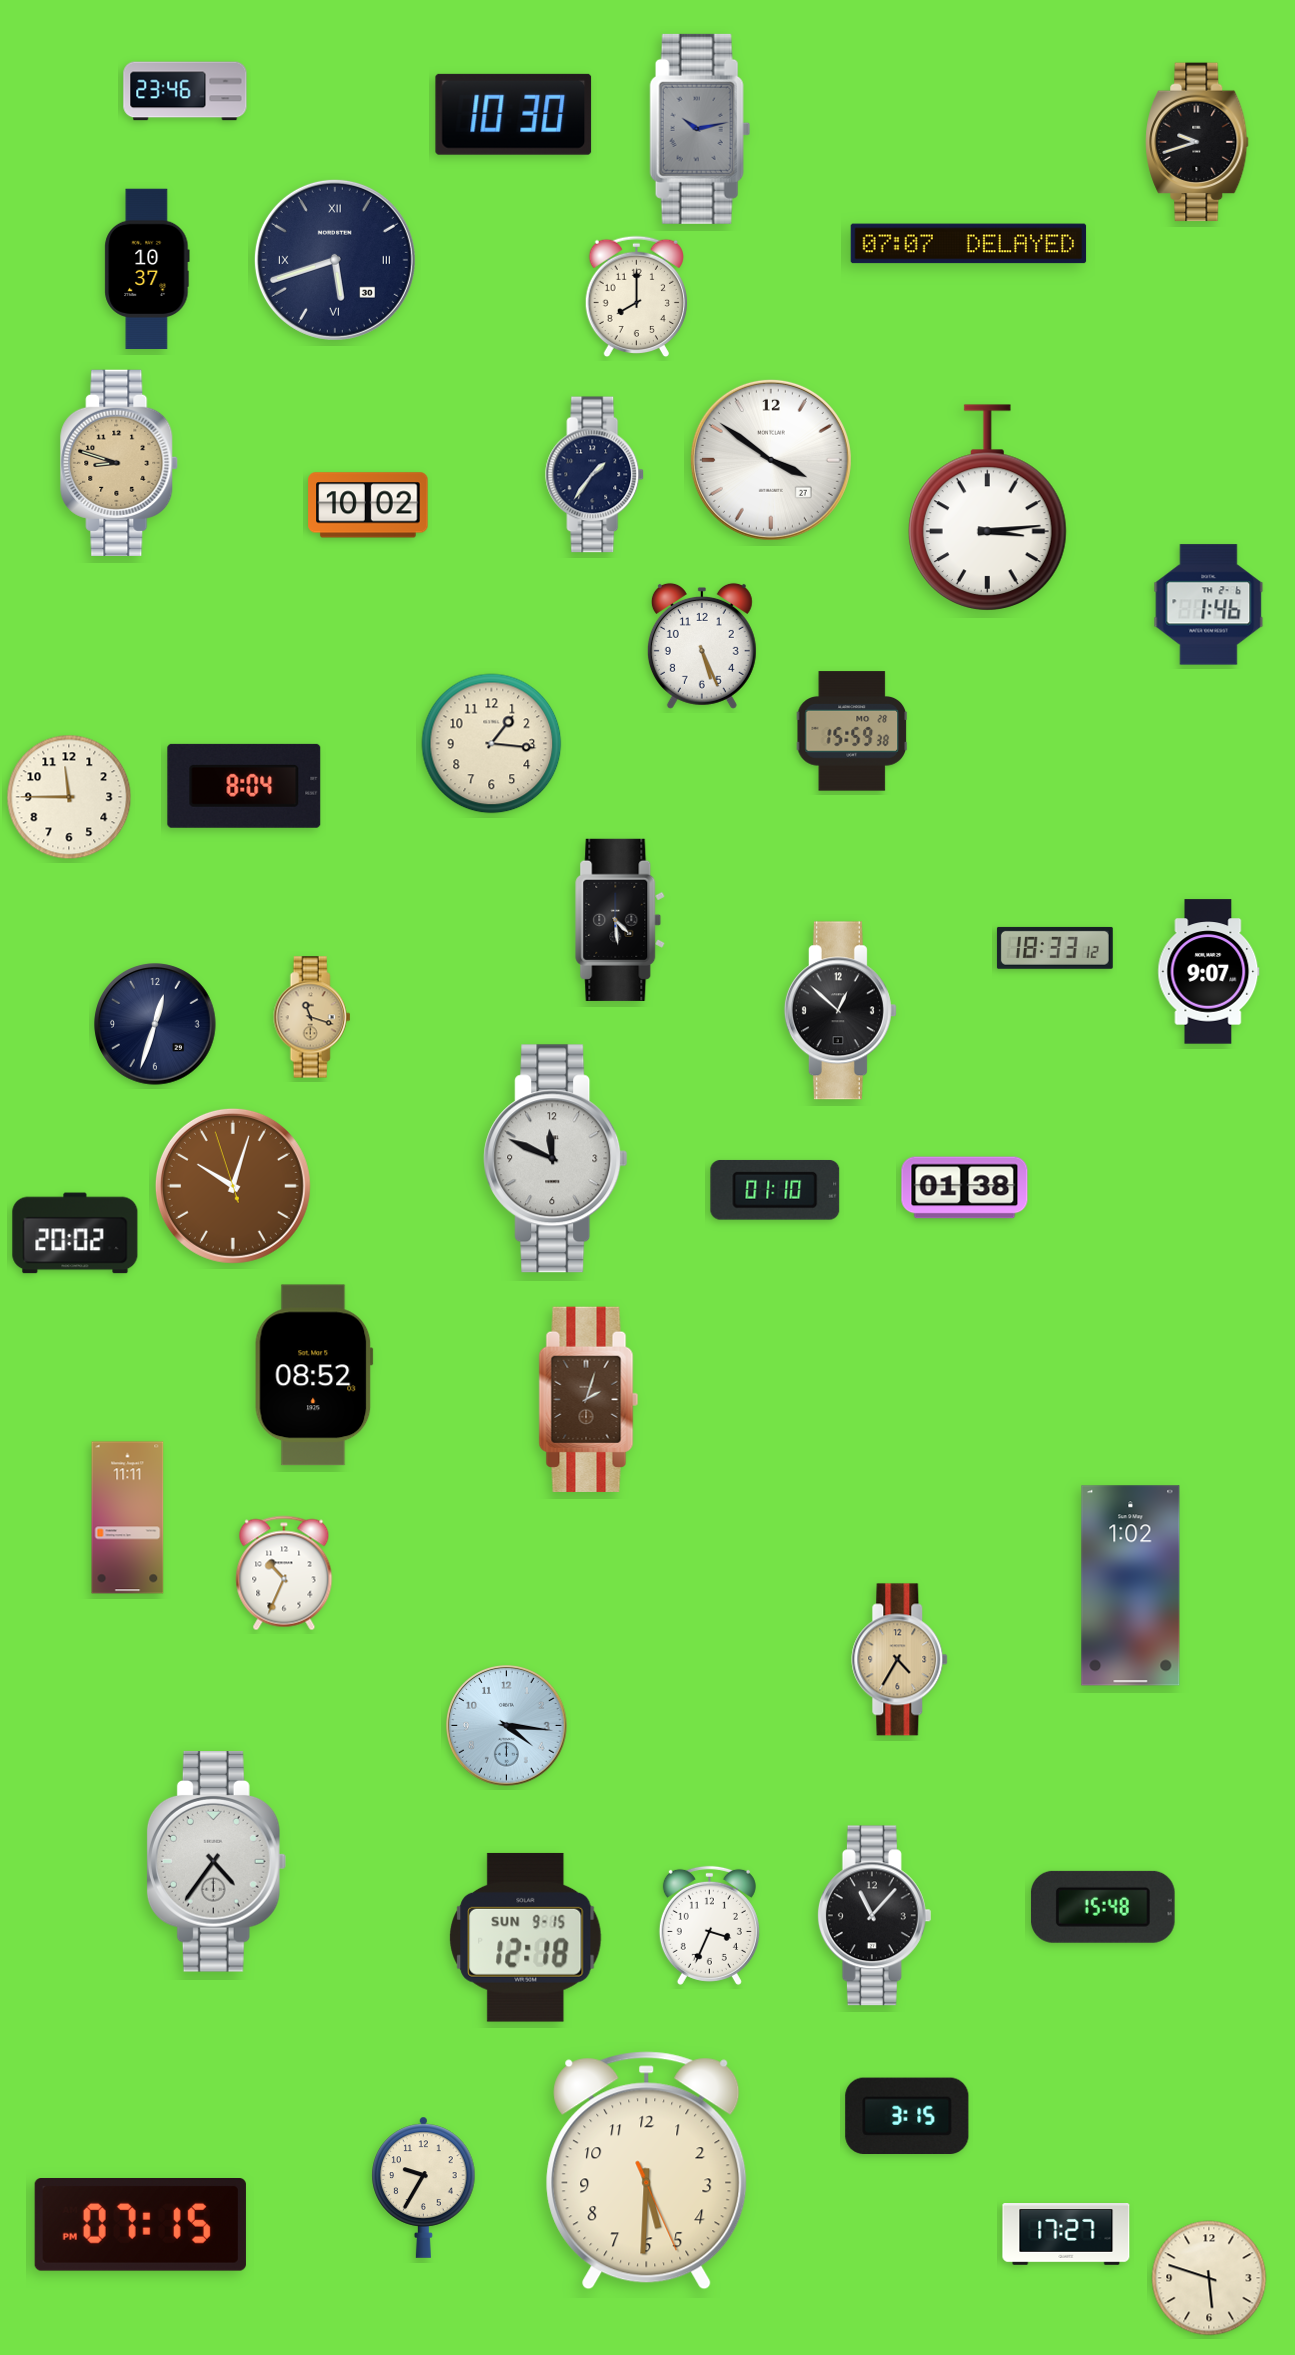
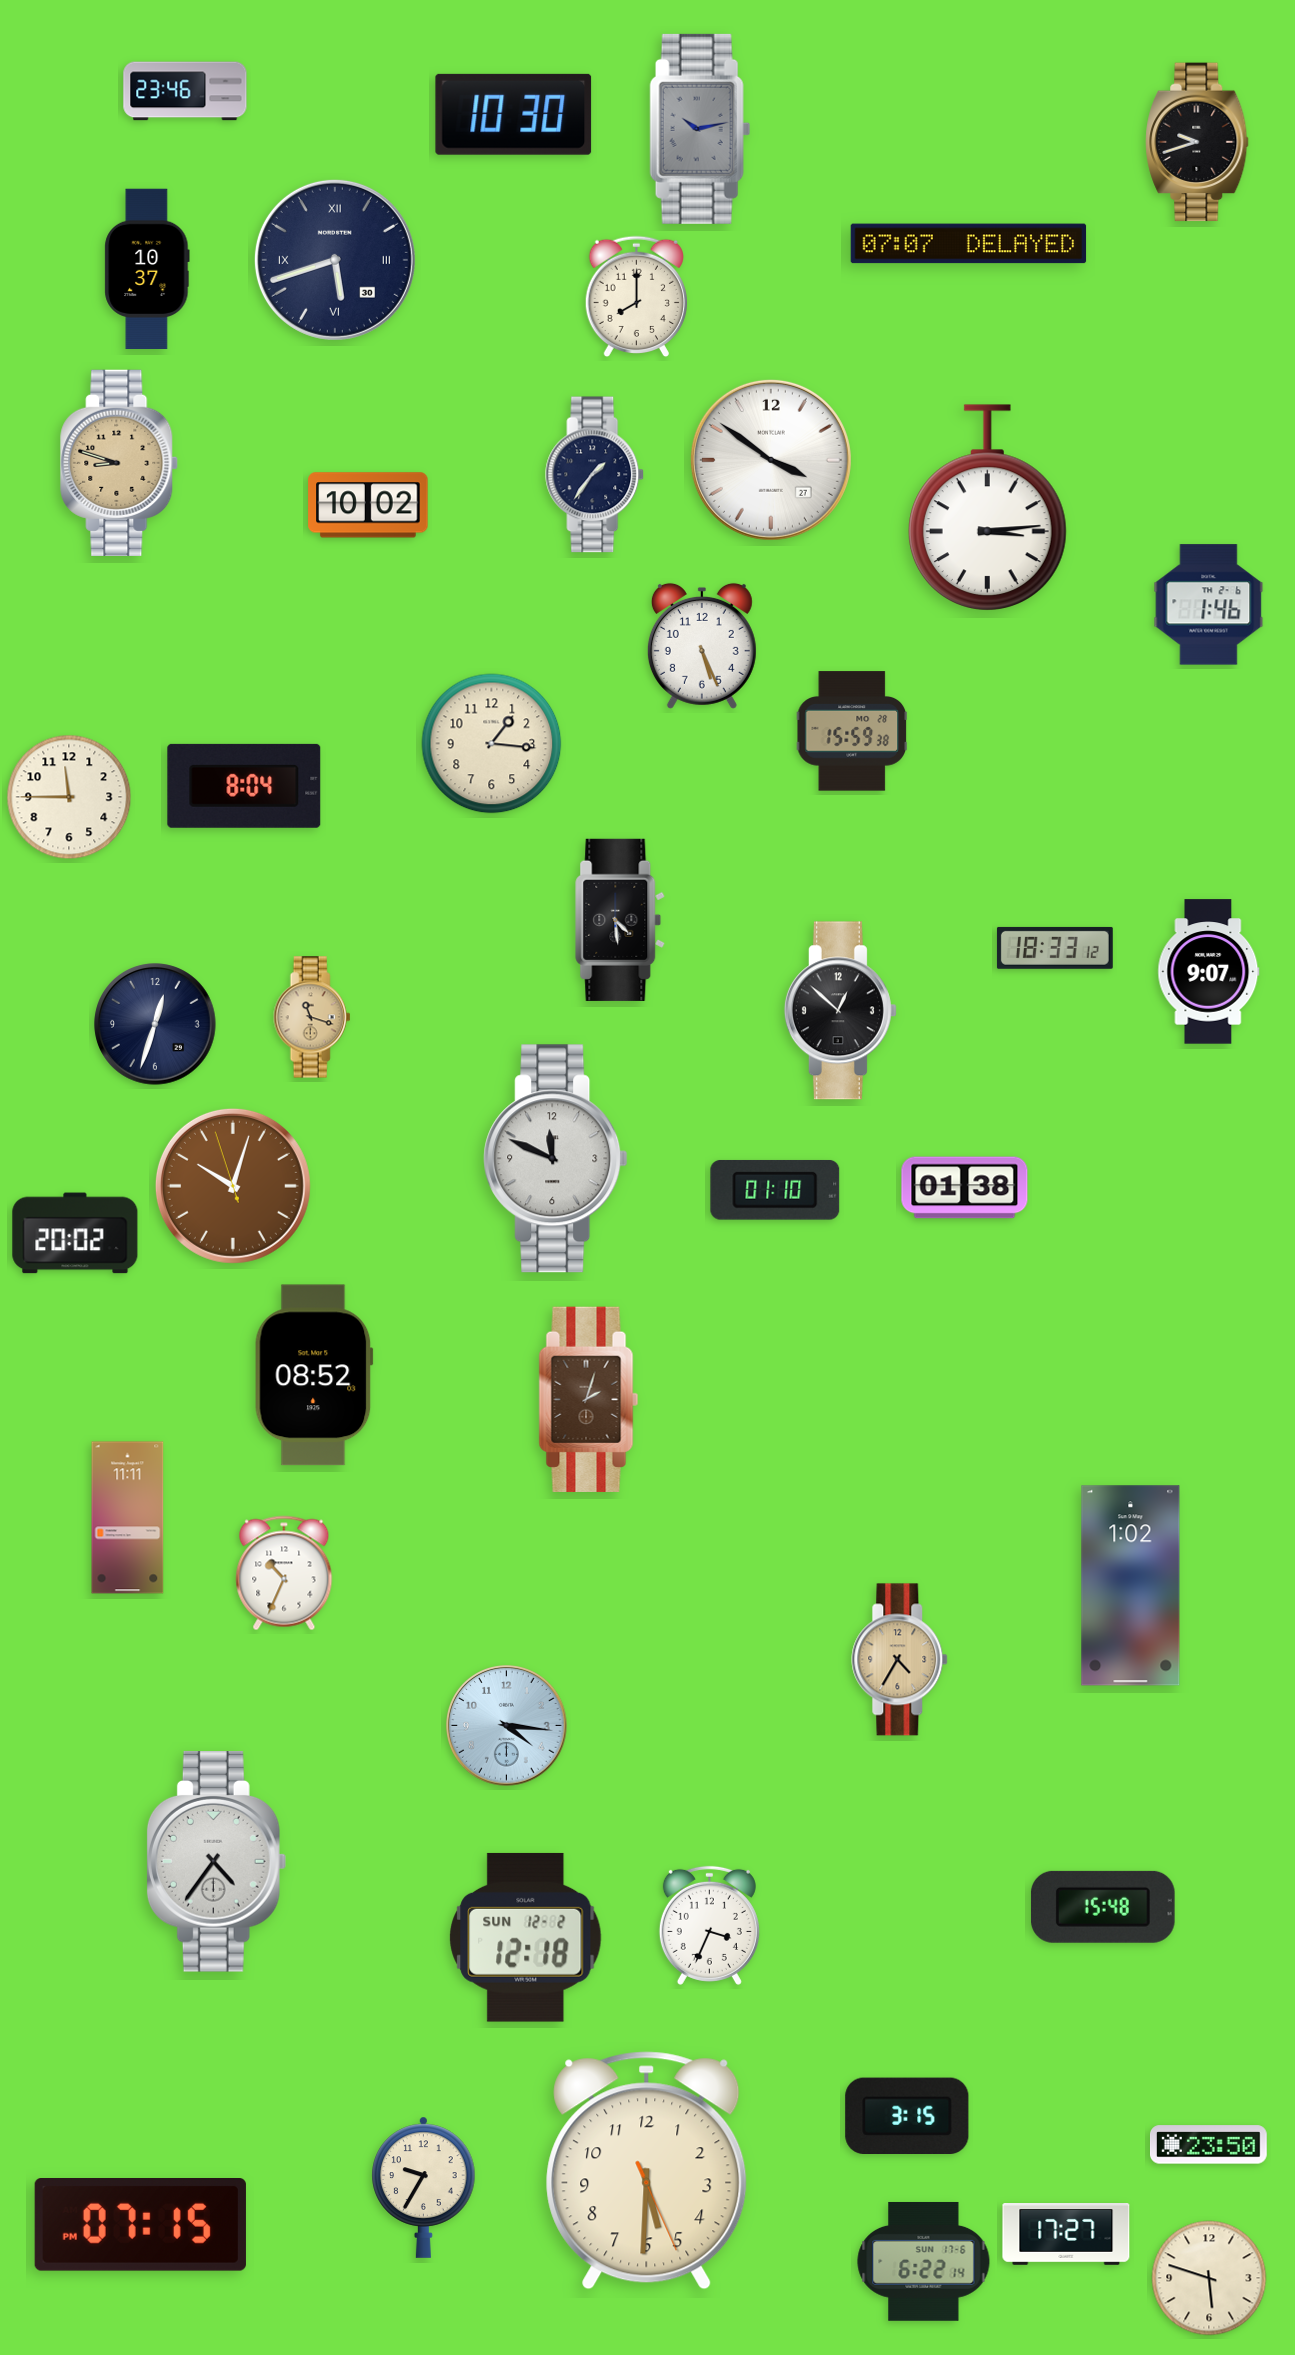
clock at (874, 1916): 11:07 -> none
clock at (526, 1937) date: SUN 9-15 -> SUN 12-2
clock at (1209, 2145): none -> 23:50
clock at (924, 2261): none -> 6:22
